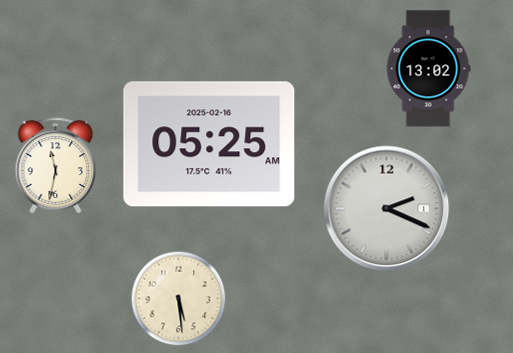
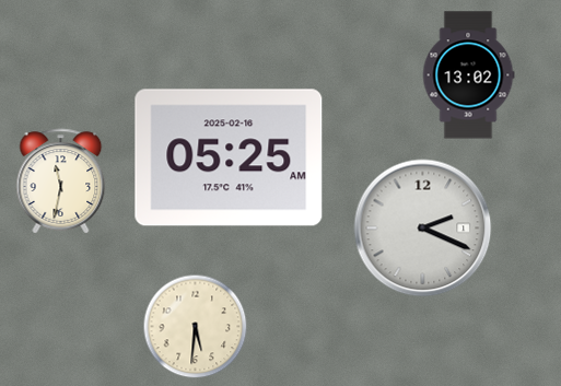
clock at (179, 299): 5:29 -> 5:31
